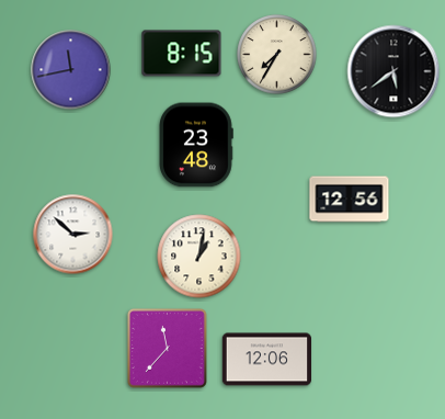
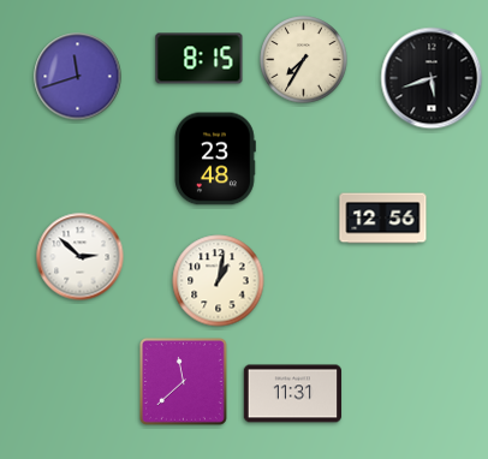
clock at (71, 70): 11:43 -> 11:42
clock at (393, 71): 5:39 -> 5:42
clock at (167, 348): 11:37 -> 11:38
clock at (266, 360): 12:06 -> 11:31
